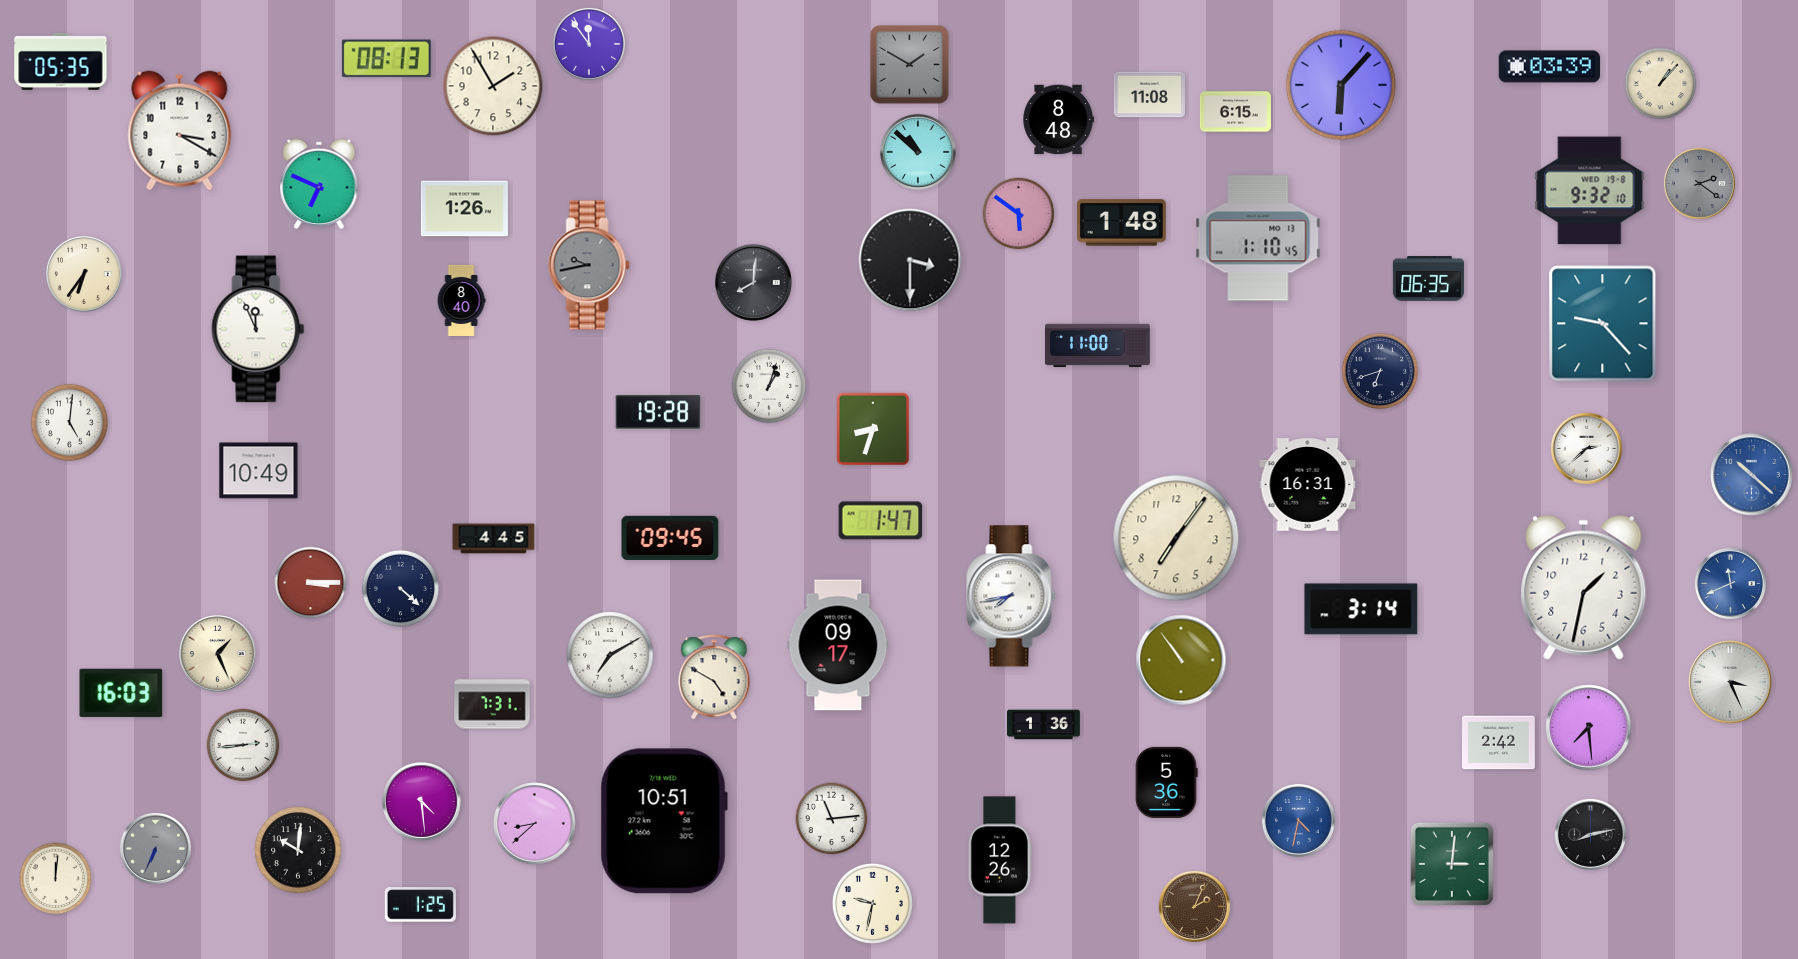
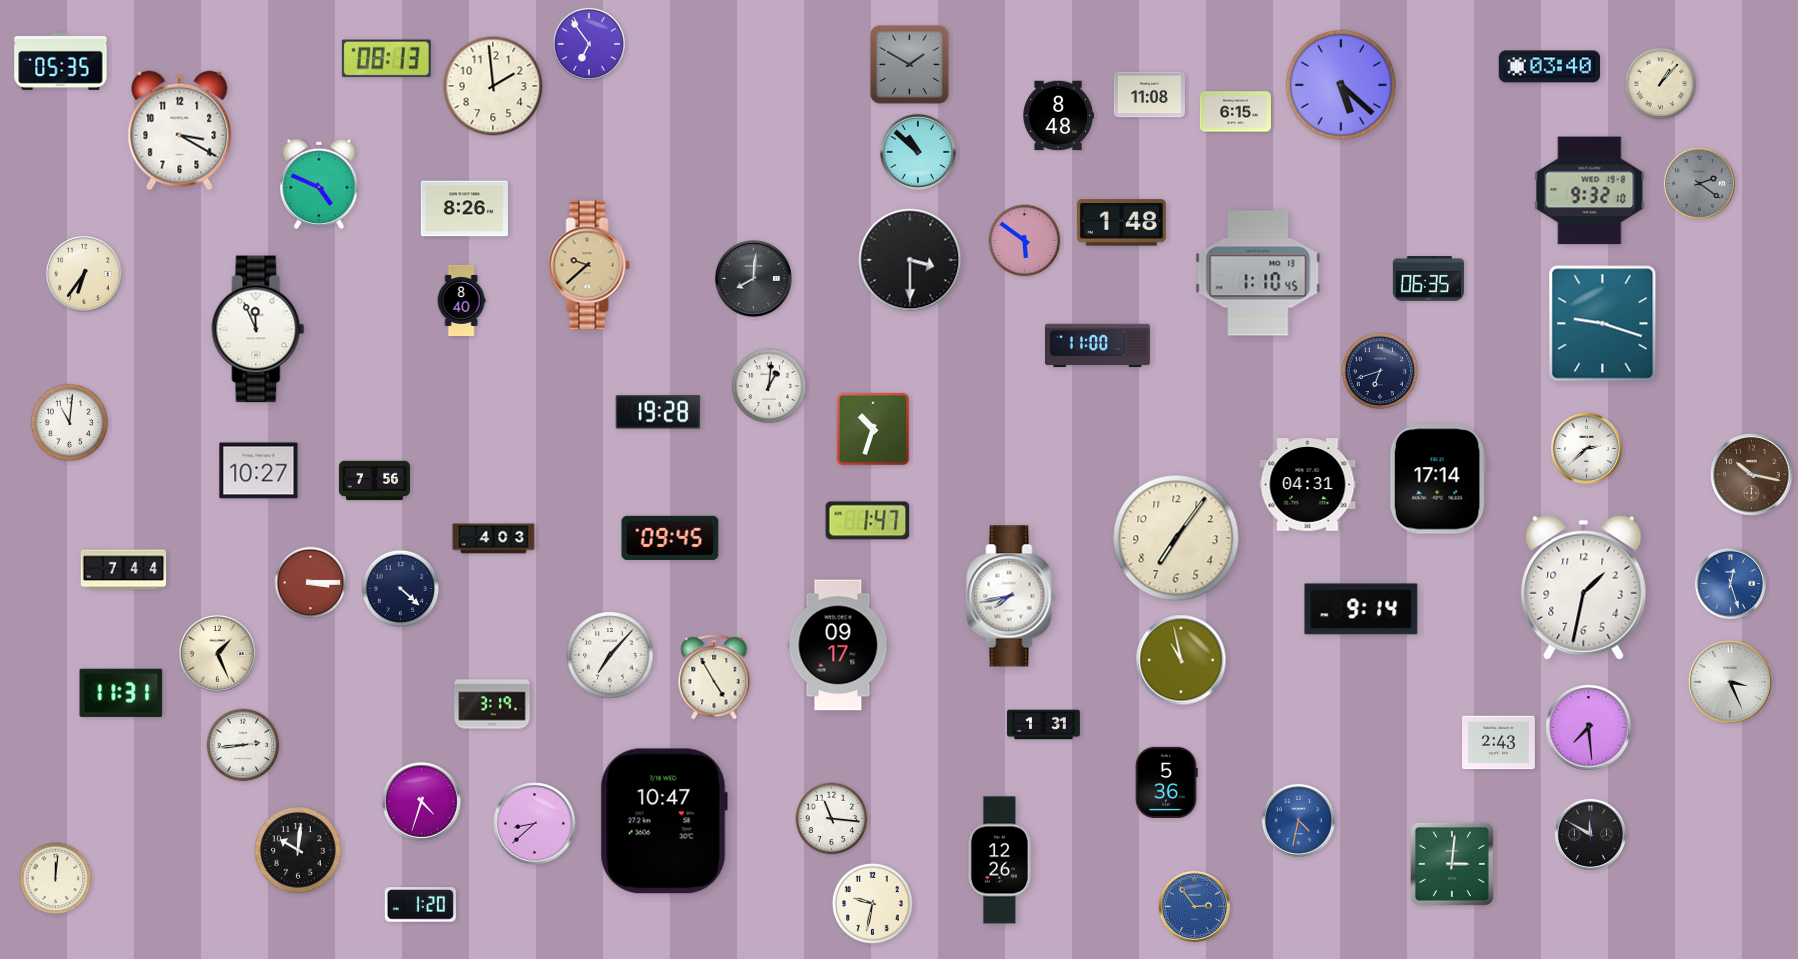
clock at (589, 44): 11:54 -> 6:54
clock at (1550, 67): 03:39 -> 03:40
clock at (1341, 85): 6:07 -> 5:22
clock at (493, 86): 1:55 -> 1:59
clock at (1058, 120) position: (1058, 120) -> (1058, 116)
clock at (319, 184): 6:49 -> 4:49
clock at (464, 209): 1:26 -> 8:26
clock at (1019, 214) position: (1019, 214) -> (1025, 241)
clock at (1258, 238) position: (1258, 238) -> (1258, 273)
clock at (589, 265): 9:43 -> 9:38
clock at (589, 265) dial: grey -> champagne
clock at (753, 282) position: (753, 282) -> (753, 278)
clock at (1603, 324): 9:23 -> 9:18
clock at (769, 386): 1:03 -> 1:01
clock at (69, 422): 5:01 -> 11:01
clock at (873, 429): 8:33 -> 10:33
clock at (259, 471): 10:49 -> 10:27
clock at (1752, 475): 10:22 -> 10:17
clock at (1752, 475) dial: blue -> brown
clock at (1438, 479): none -> 17:14
clock at (374, 481): none -> 7:56
clock at (1308, 485): 16:31 -> 04:31
clock at (881, 521) position: (881, 521) -> (868, 521)
clock at (494, 539): 4:45 -> 4:03
clock at (124, 570): none -> 7:44
clock at (1730, 583): 11:41 -> 12:27
clock at (1361, 609): 3:14 -> 9:14
clock at (610, 655): 7:10 -> 7:07
clock at (1181, 660): 10:54 -> 10:58
clock at (714, 677): 4:50 -> 4:55
clock at (121, 693): 16:03 -> 11:31
clock at (492, 704): 7:31 -> 3:19
clock at (1044, 725): 1:36 -> 1:31
clock at (1499, 743): 2:42 -> 2:43
clock at (422, 802): 4:29 -> 4:33
clock at (832, 819): 11:14 -> 11:16
clock at (664, 821): 10:51 -> 10:47
clock at (1590, 834): 8:13 -> 11:50
clock at (155, 848): 6:34 -> none
clock at (420, 905): 1:25 -> 1:20
clock at (1194, 906): 2:04 -> 2:54
clock at (1194, 906) dial: brown -> blue
